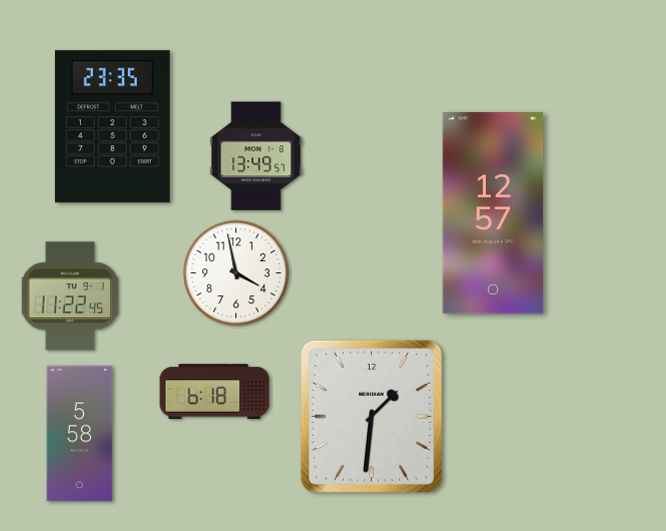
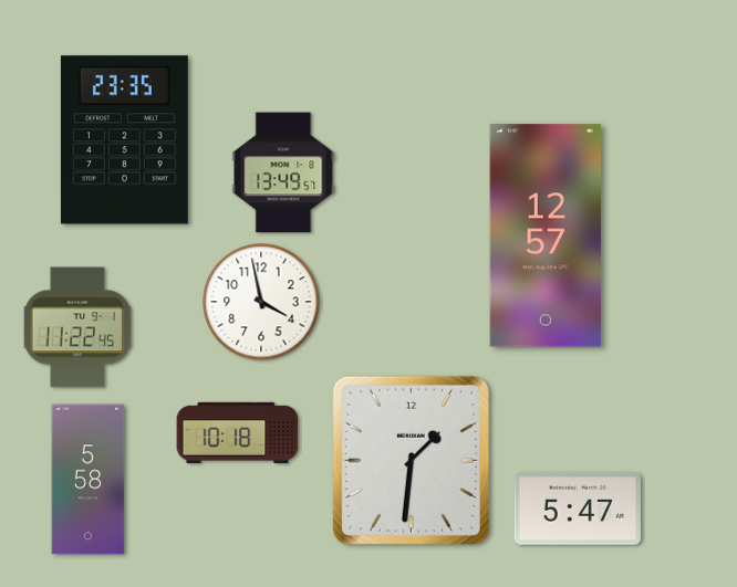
clock at (215, 391): 6:18 -> 10:18
clock at (578, 509): none -> 5:47
